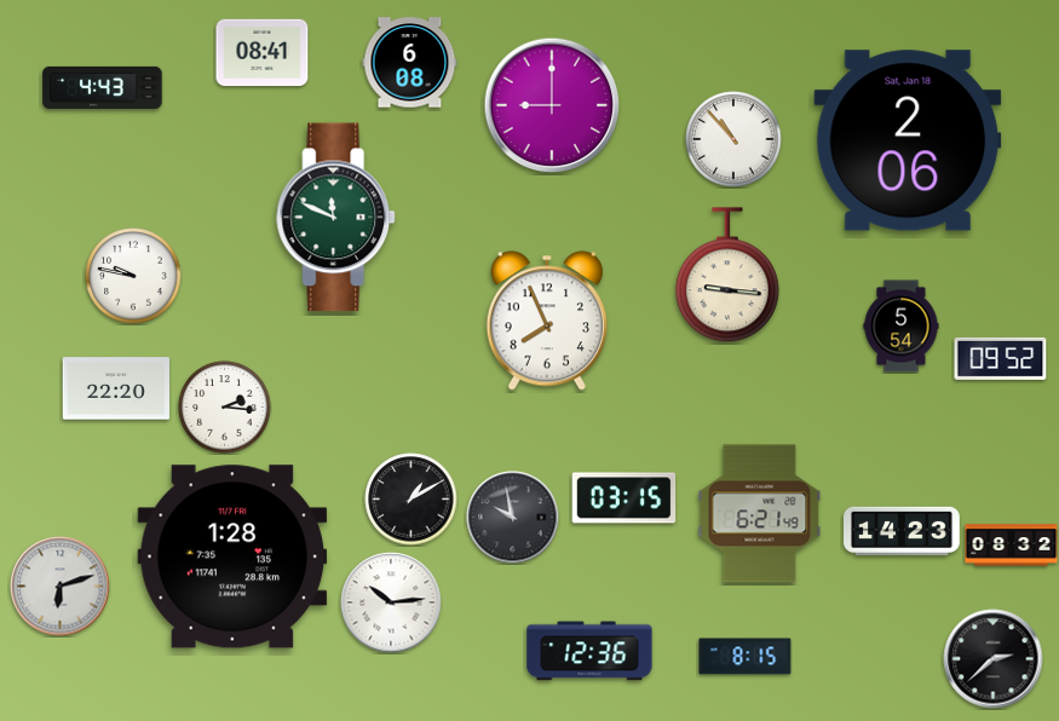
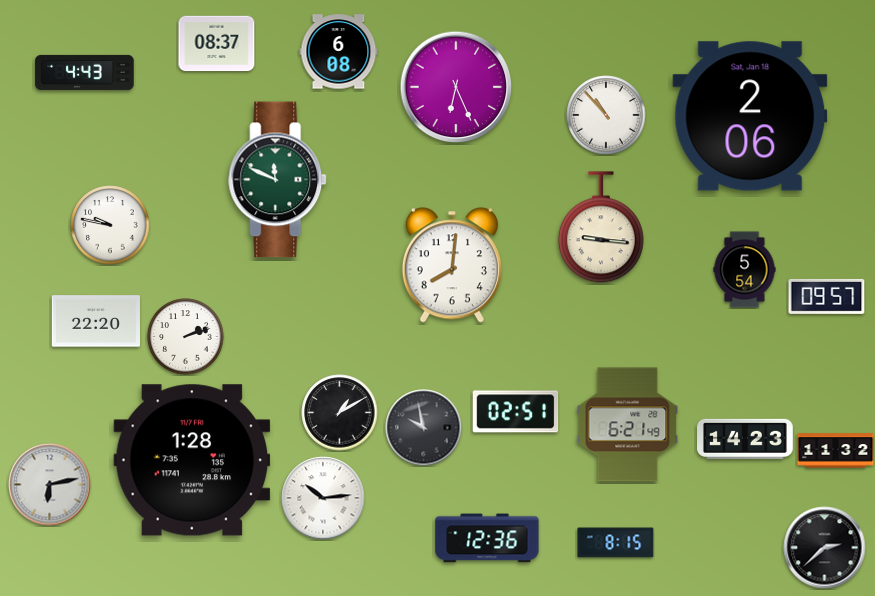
clock at (263, 53): 08:41 -> 08:37
clock at (552, 105): 9:00 -> 6:26
clock at (133, 276) position: (133, 276) -> (110, 225)
clock at (547, 321): 7:56 -> 8:01
clock at (1001, 358): 09:52 -> 09:57
clock at (225, 408): 2:16 -> 2:12
clock at (625, 498): 03:15 -> 02:51
clock at (1012, 546): 08:32 -> 11:32
clock at (61, 587): 6:12 -> 6:13
clock at (994, 659) position: (994, 659) -> (825, 548)
